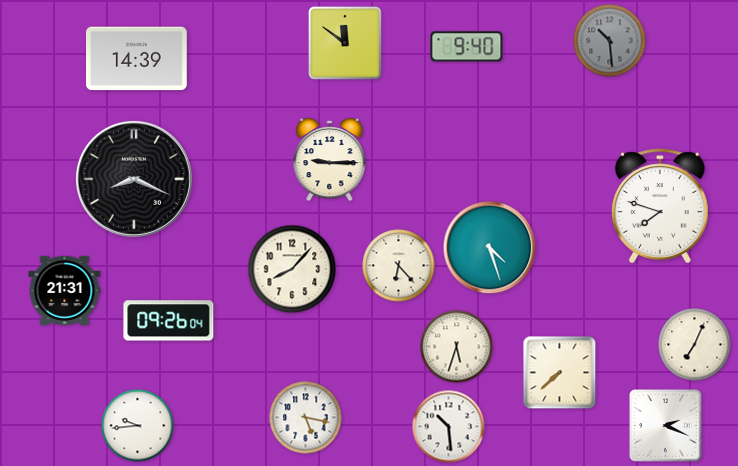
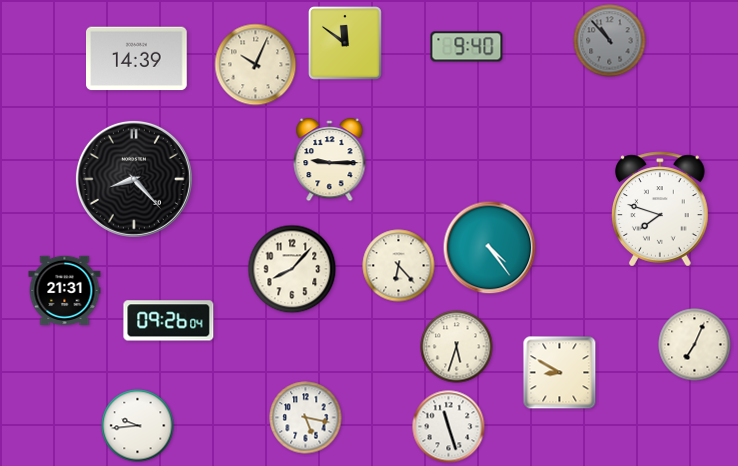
clock at (610, 41): 10:29 -> 10:53
clock at (256, 65): none -> 10:04
clock at (134, 179): 8:19 -> 8:23
clock at (660, 206) position: (660, 206) -> (660, 209)
clock at (490, 248): 4:27 -> 4:24
clock at (560, 373): 7:38 -> 8:50
clock at (666, 426): 2:19 -> none
clock at (449, 427): 10:29 -> 11:27
